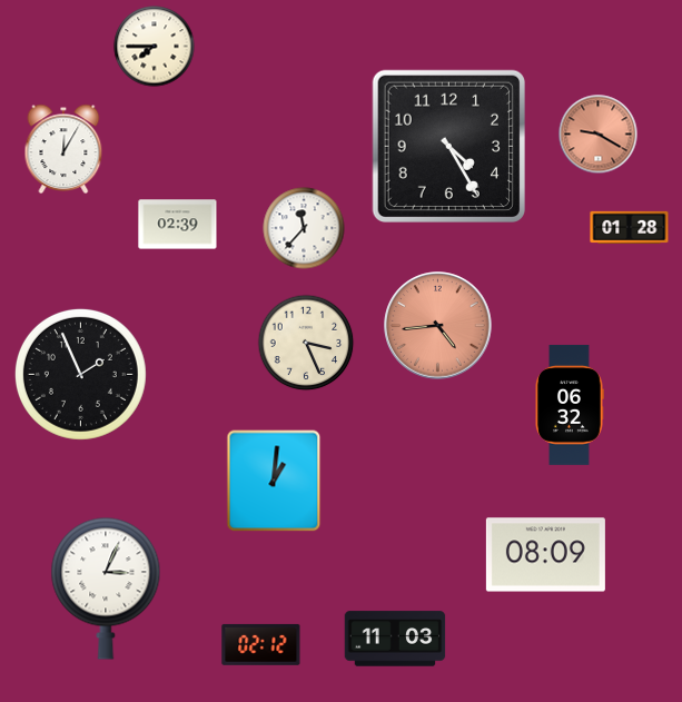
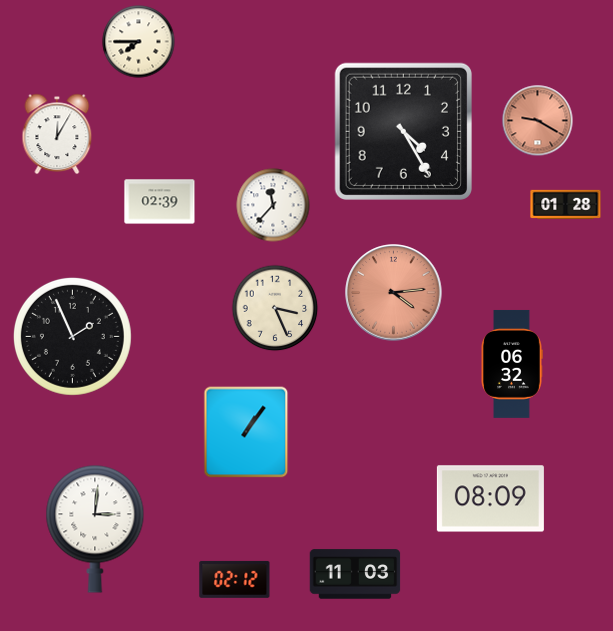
clock at (438, 326): 4:44 -> 4:14
clock at (274, 481): 1:01 -> 1:06
clock at (106, 589): 3:04 -> 3:01
